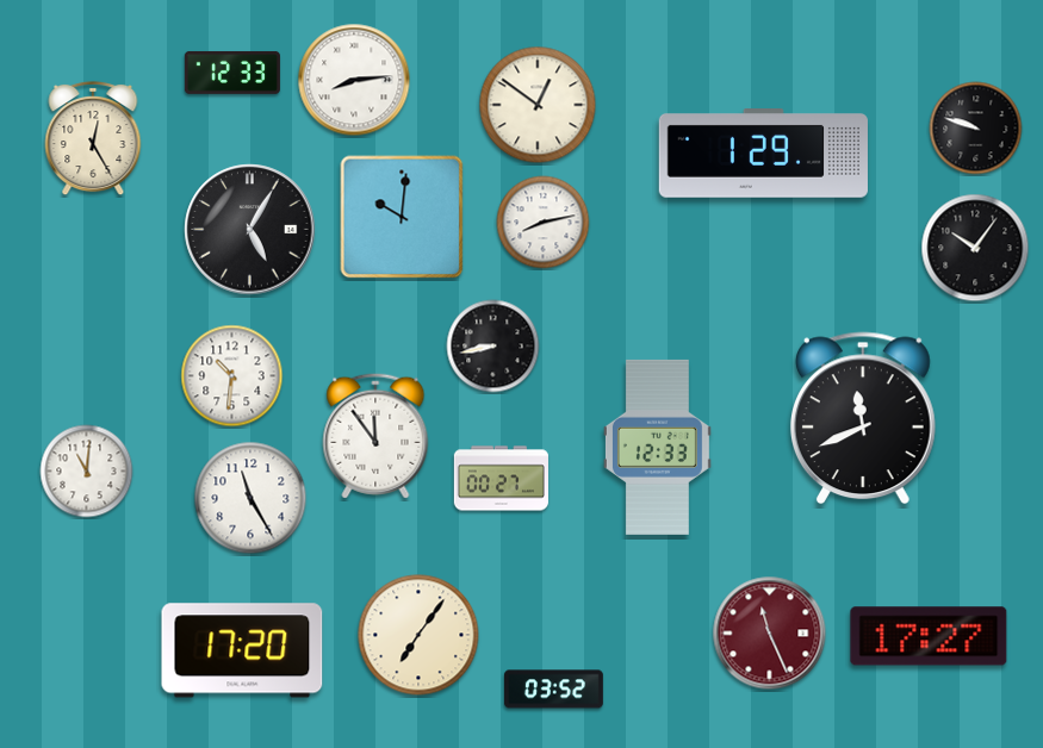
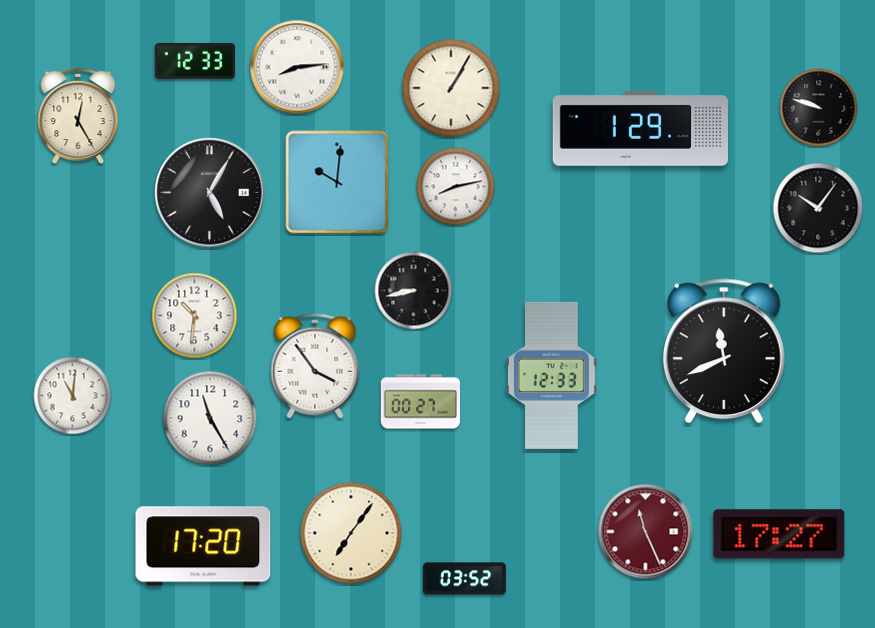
clock at (538, 105): 12:51 -> 1:05
clock at (375, 436): 11:54 -> 3:54
